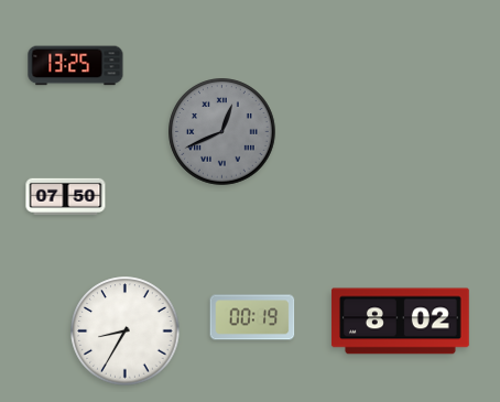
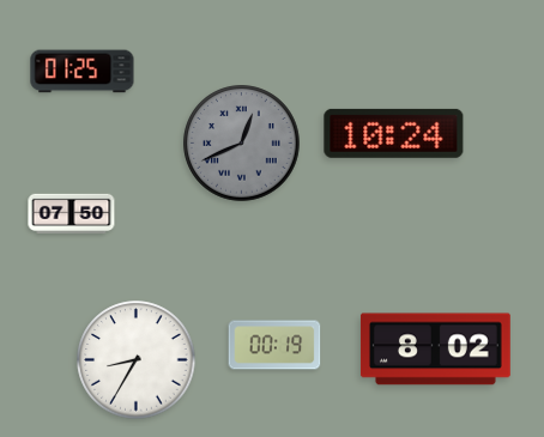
clock at (76, 66): 13:25 -> 01:25
clock at (394, 133): none -> 10:24
